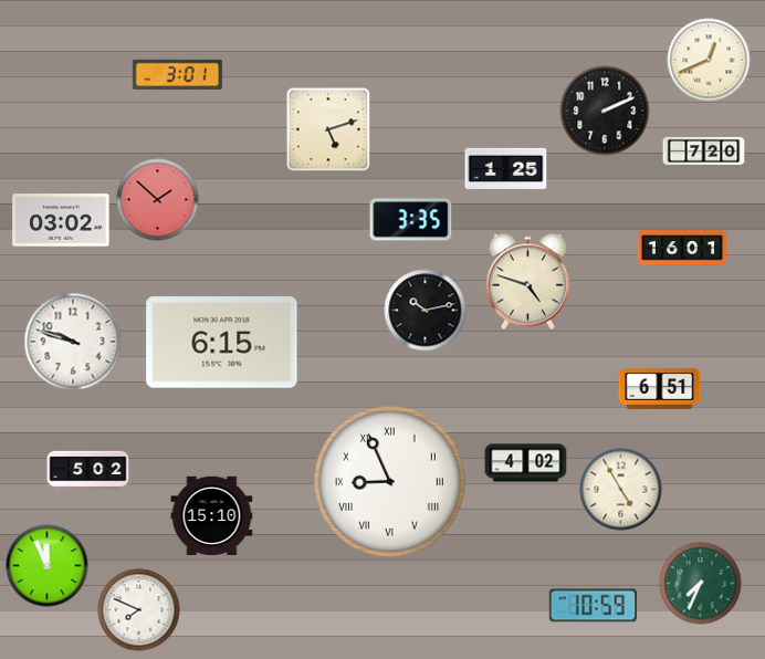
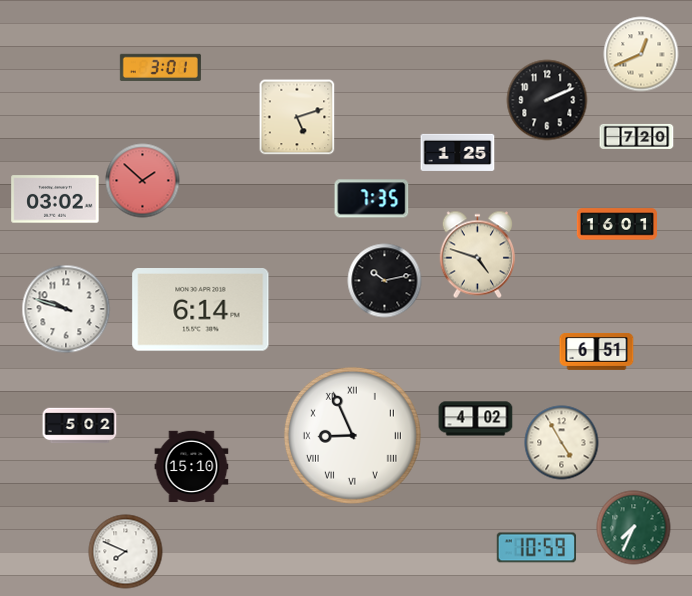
clock at (411, 220): 3:35 -> 7:35
clock at (222, 343): 6:15 -> 6:14
clock at (48, 566): 11:56 -> none
